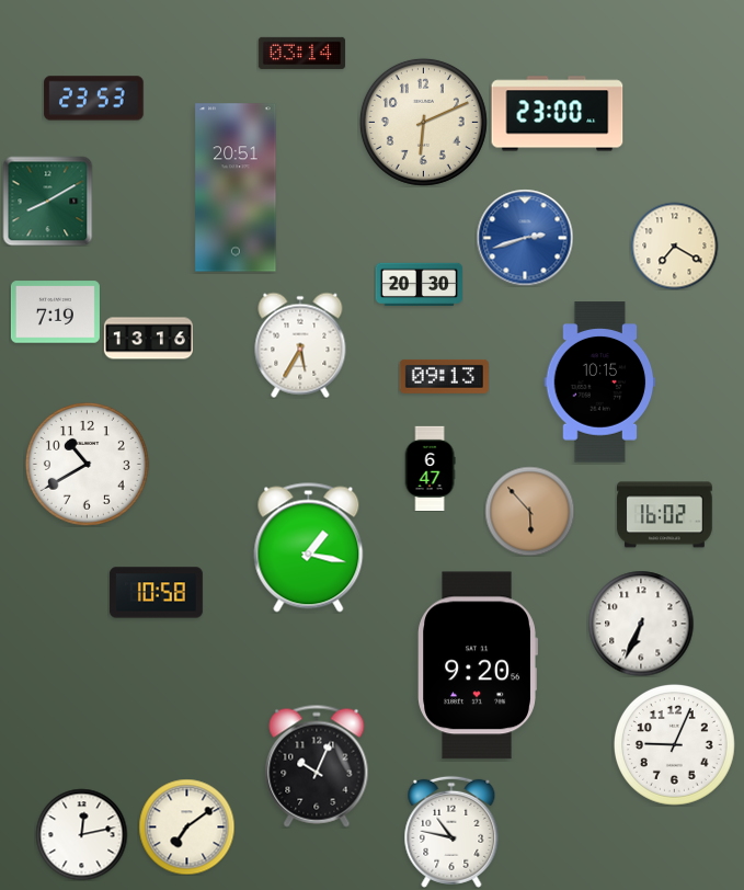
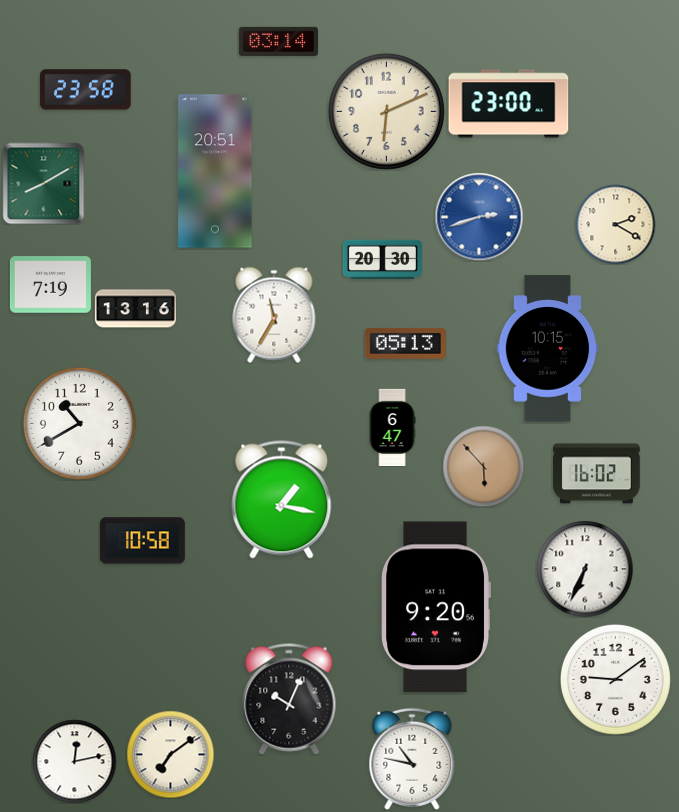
clock at (301, 53) position: (301, 53) -> (278, 41)
clock at (94, 99): 23:53 -> 23:58
clock at (674, 246): 7:20 -> 2:20
clock at (300, 345): 5:35 -> 11:35
clock at (444, 376): 09:13 -> 05:13
clock at (664, 515) position: (664, 515) -> (596, 474)
clock at (674, 744): 9:04 -> 9:09
